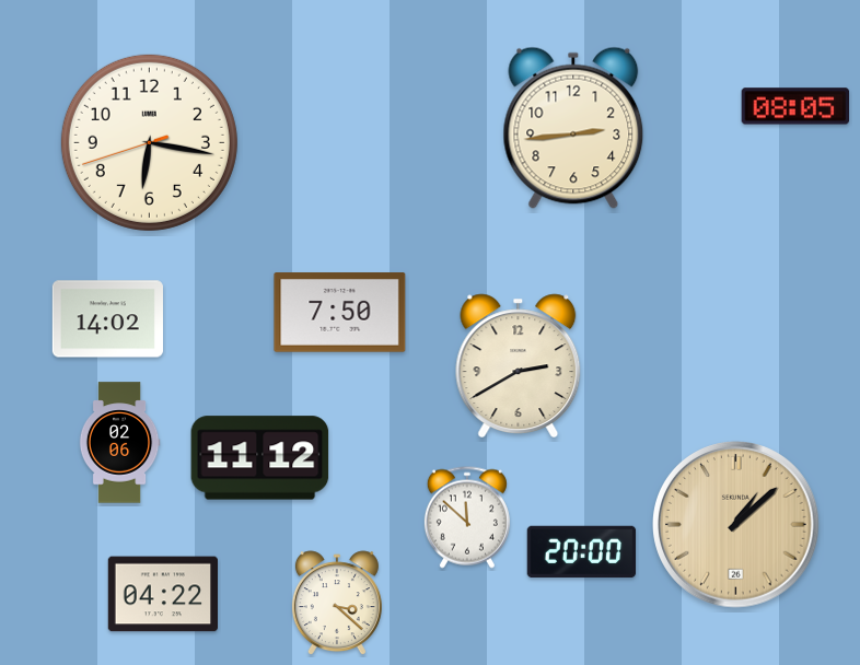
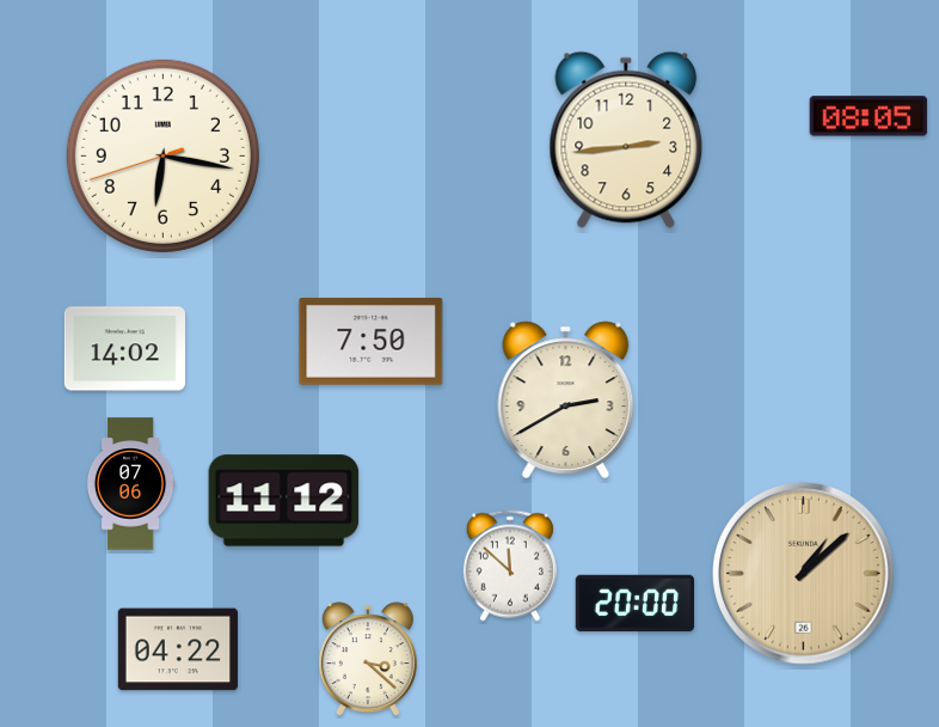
clock at (107, 319) position: (107, 319) -> (124, 349)
clock at (119, 443): 02:06 -> 07:06
